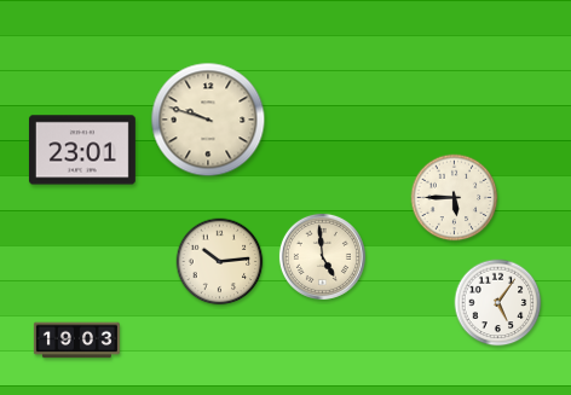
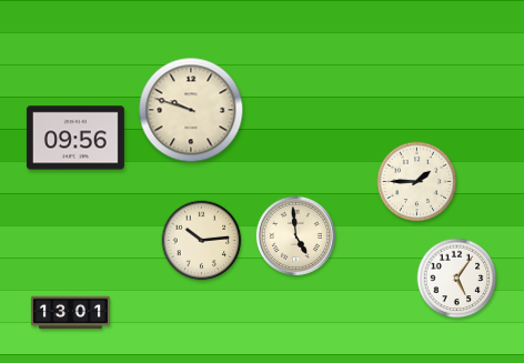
clock at (82, 150): 23:01 -> 09:56
clock at (455, 198): 5:45 -> 1:45
clock at (76, 341): 19:03 -> 13:01
